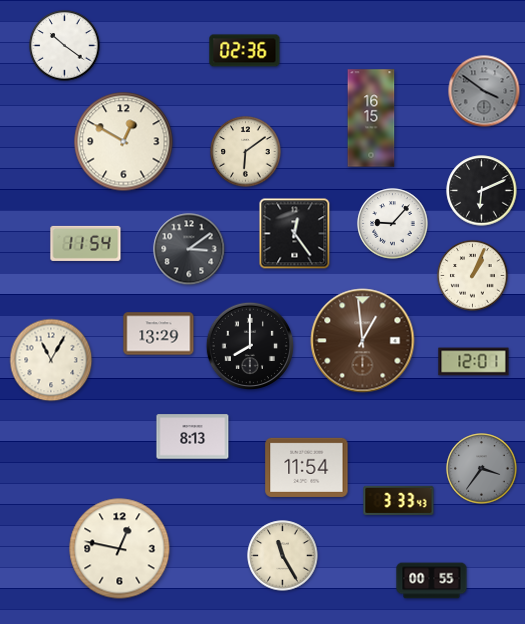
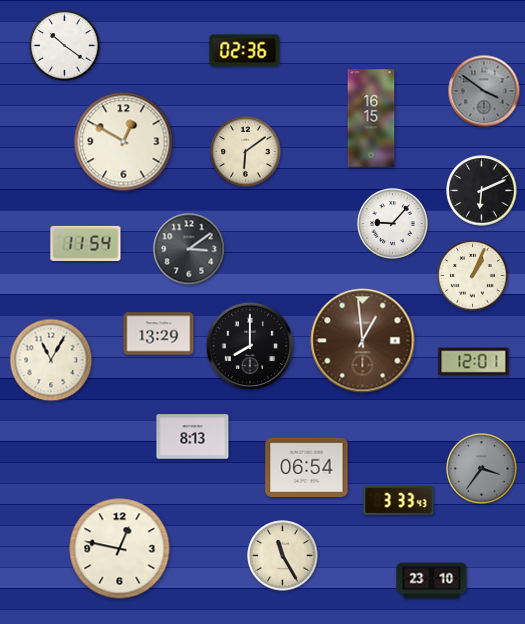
clock at (295, 234): 12:24 -> none
clock at (307, 467): 11:54 -> 06:54
clock at (432, 581): 00:55 -> 23:10
